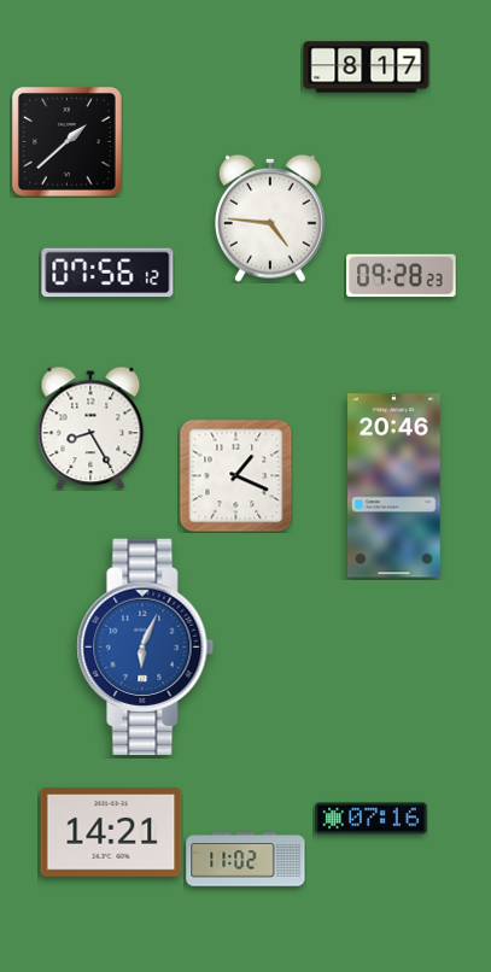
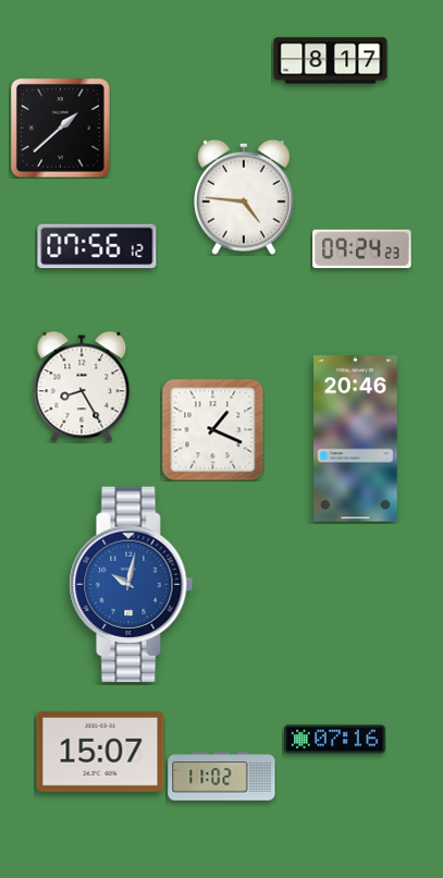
clock at (402, 276): 09:28 -> 09:24
clock at (146, 648): 6:04 -> 10:02
clock at (111, 832): 14:21 -> 15:07
